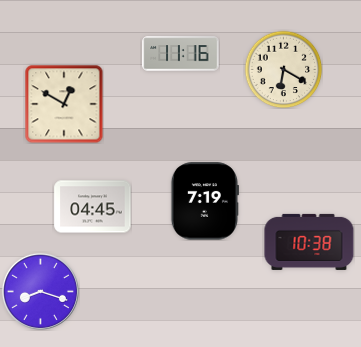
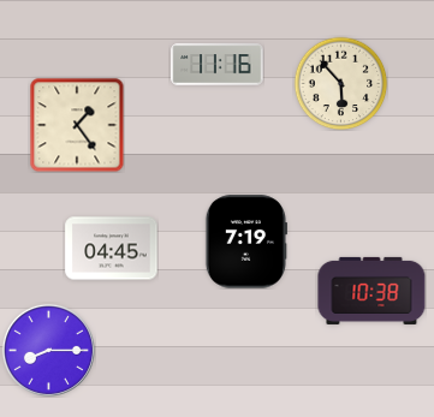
clock at (283, 69): 6:20 -> 5:53
clock at (64, 104): 12:50 -> 1:24
clock at (40, 291): 8:18 -> 8:15
